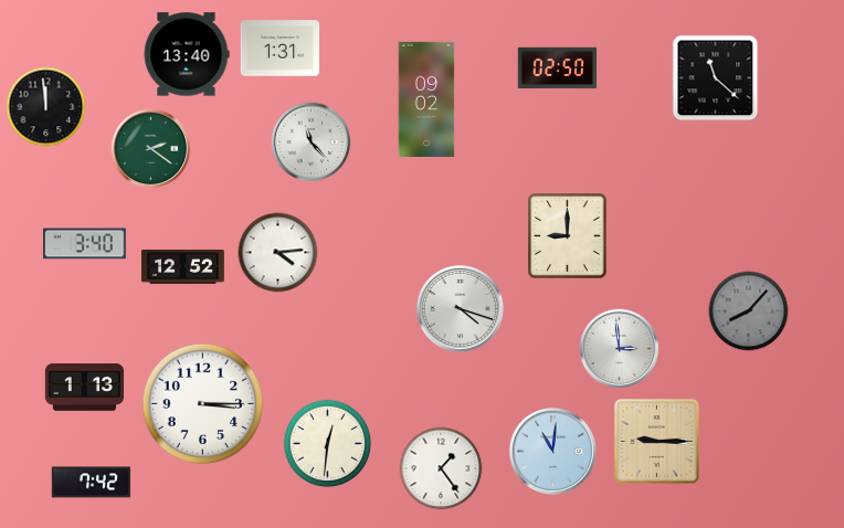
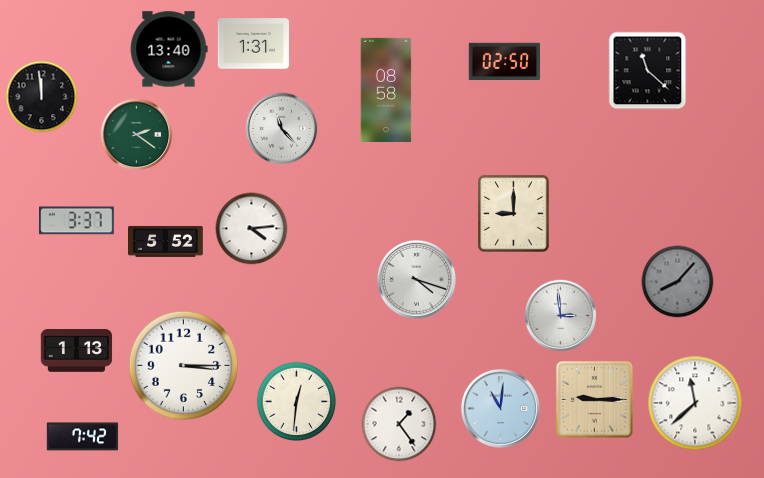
clock at (426, 98): 09:02 -> 08:58
clock at (85, 244): 3:40 -> 3:37
clock at (183, 266): 12:52 -> 5:52
clock at (695, 403): none -> 11:38
